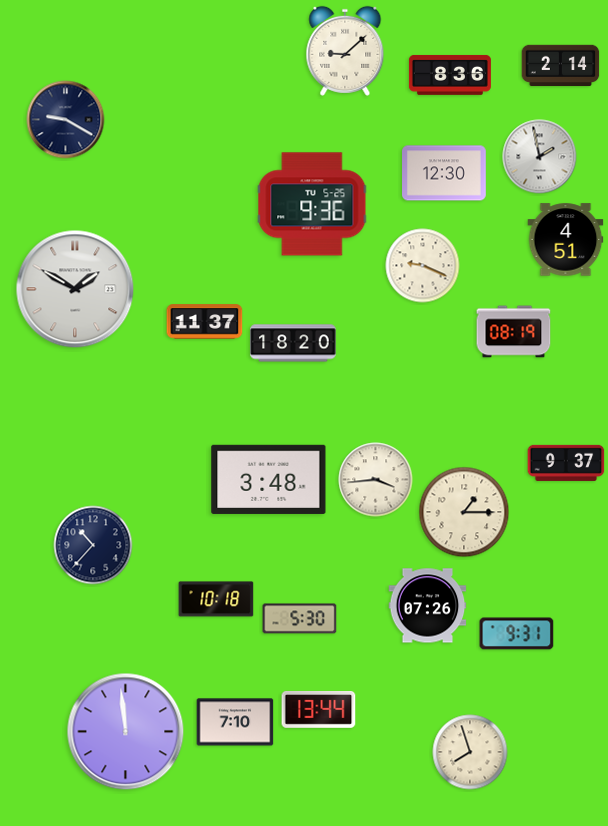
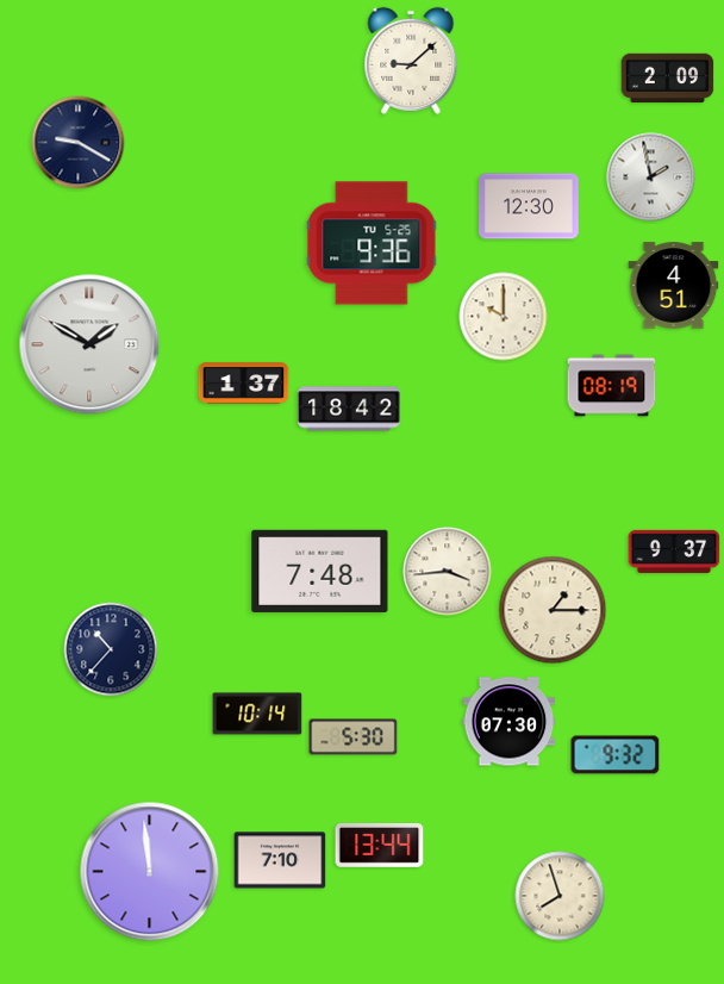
clock at (561, 66): 2:14 -> 2:09
clock at (450, 75): 8:36 -> none
clock at (540, 157) position: (540, 157) -> (651, 178)
clock at (423, 266): 9:19 -> 10:00
clock at (205, 322): 11:37 -> 1:37
clock at (514, 332) position: (514, 332) -> (612, 386)
clock at (293, 343): 18:20 -> 18:42
clock at (269, 479): 3:48 -> 7:48
clock at (216, 599): 10:18 -> 10:14
clock at (428, 606): 07:26 -> 07:30
clock at (300, 619) position: (300, 619) -> (354, 737)
clock at (517, 634): 9:31 -> 9:32
